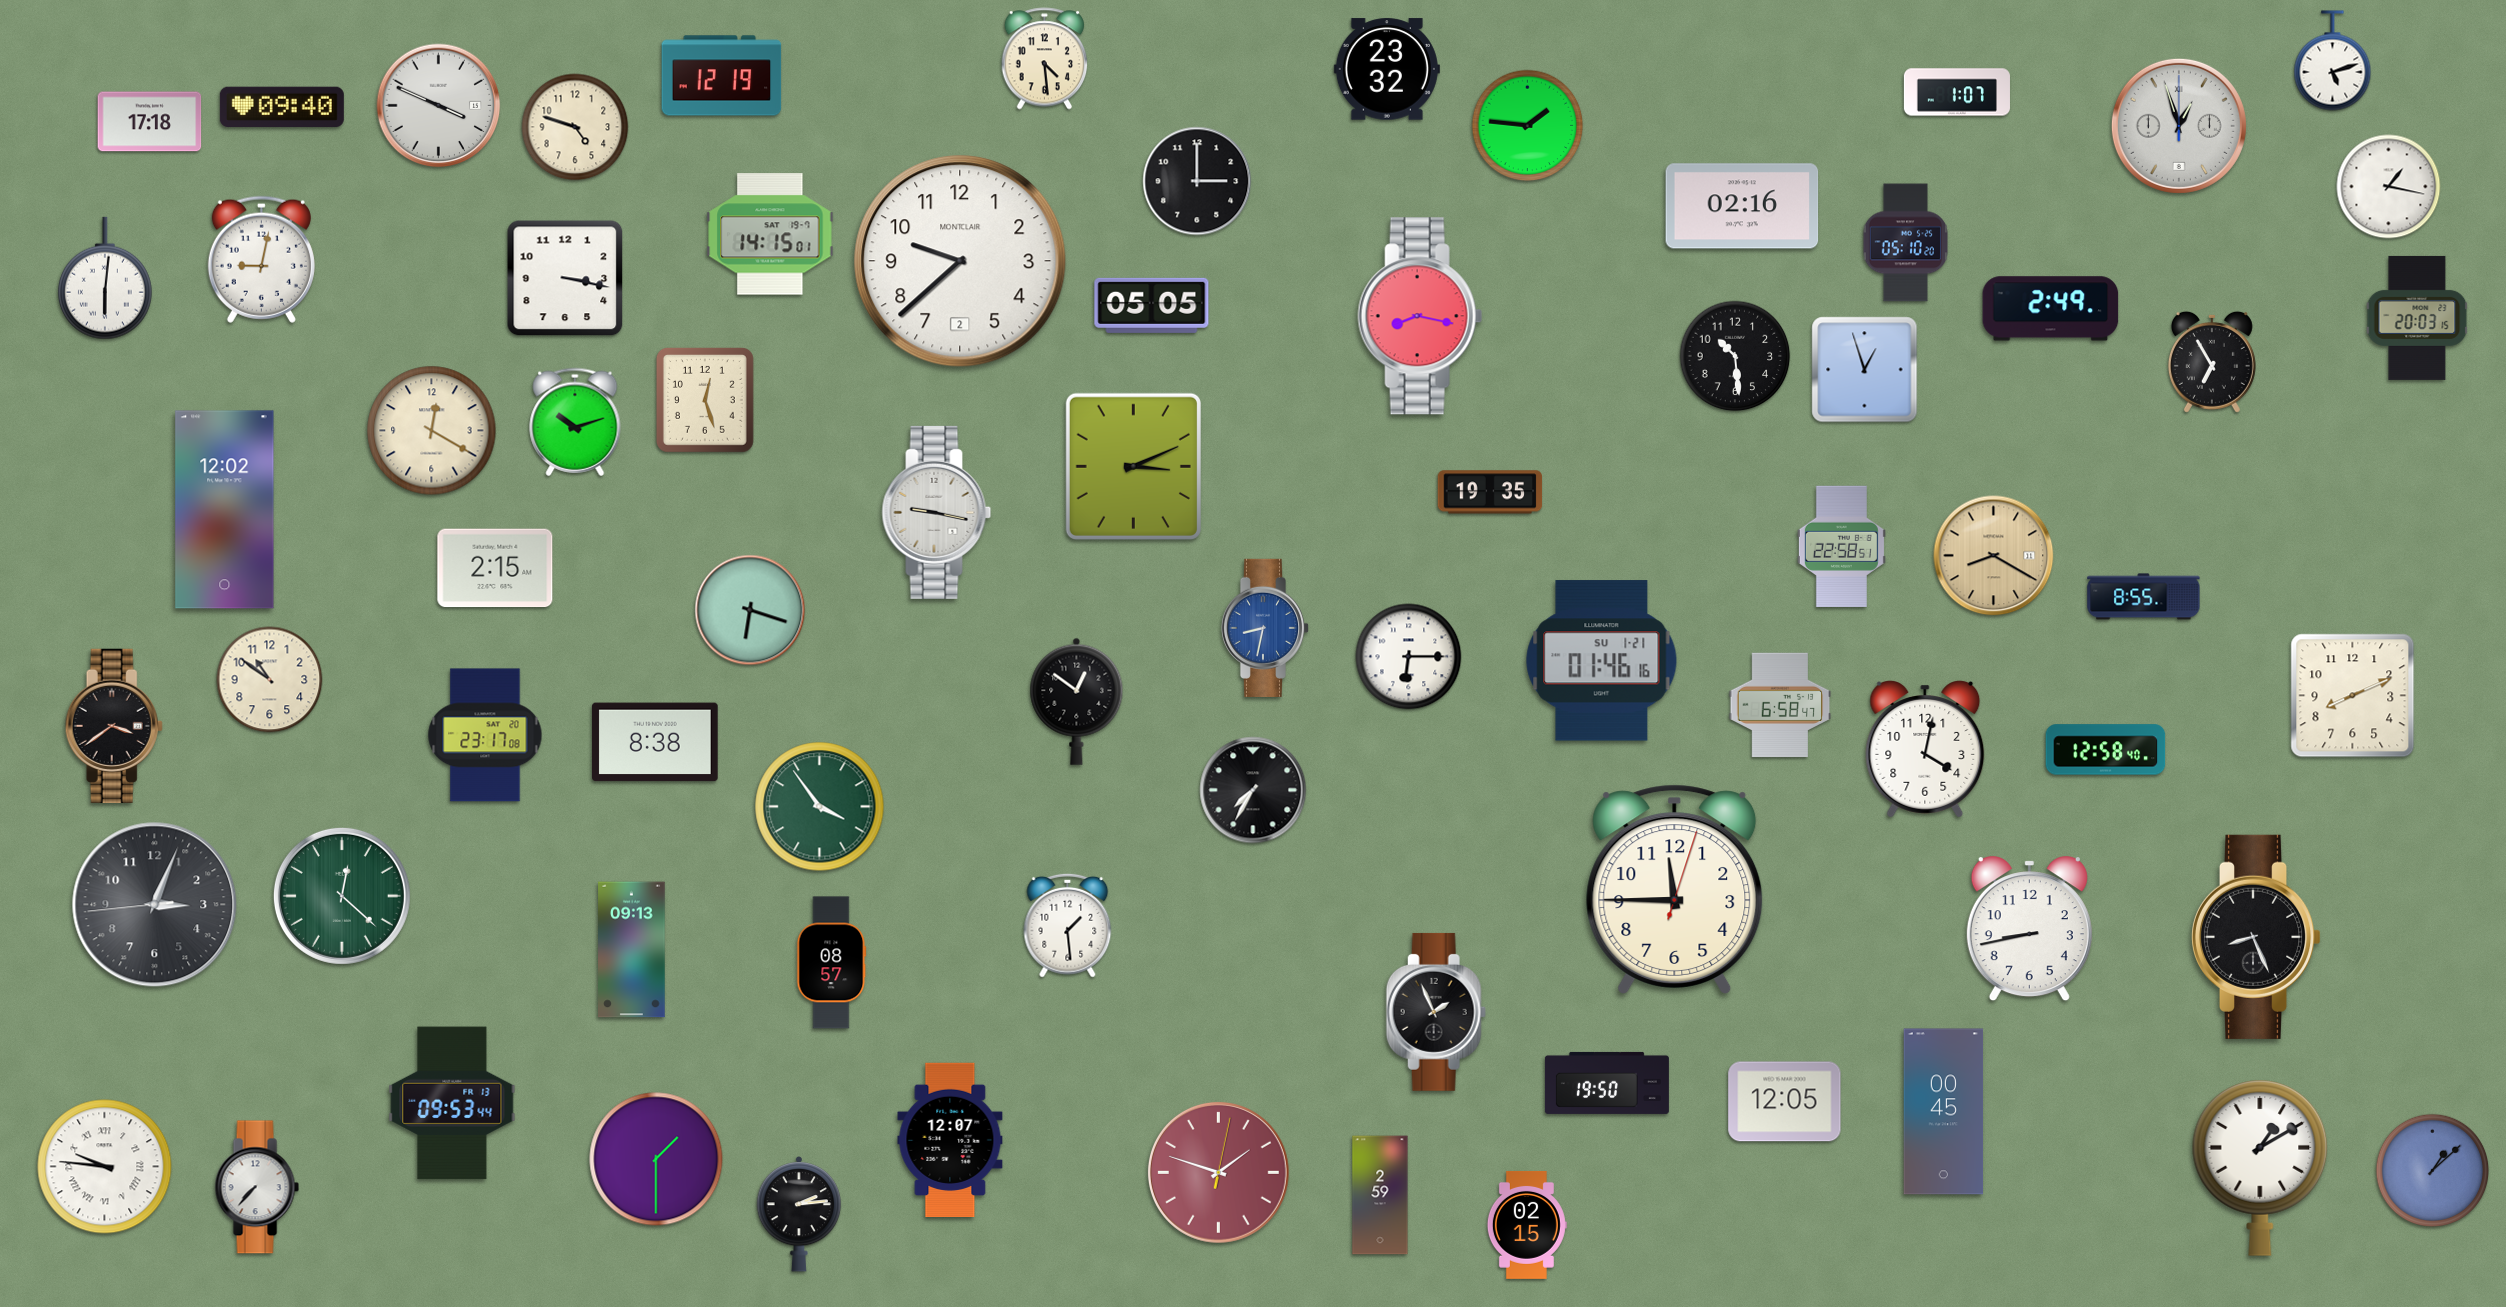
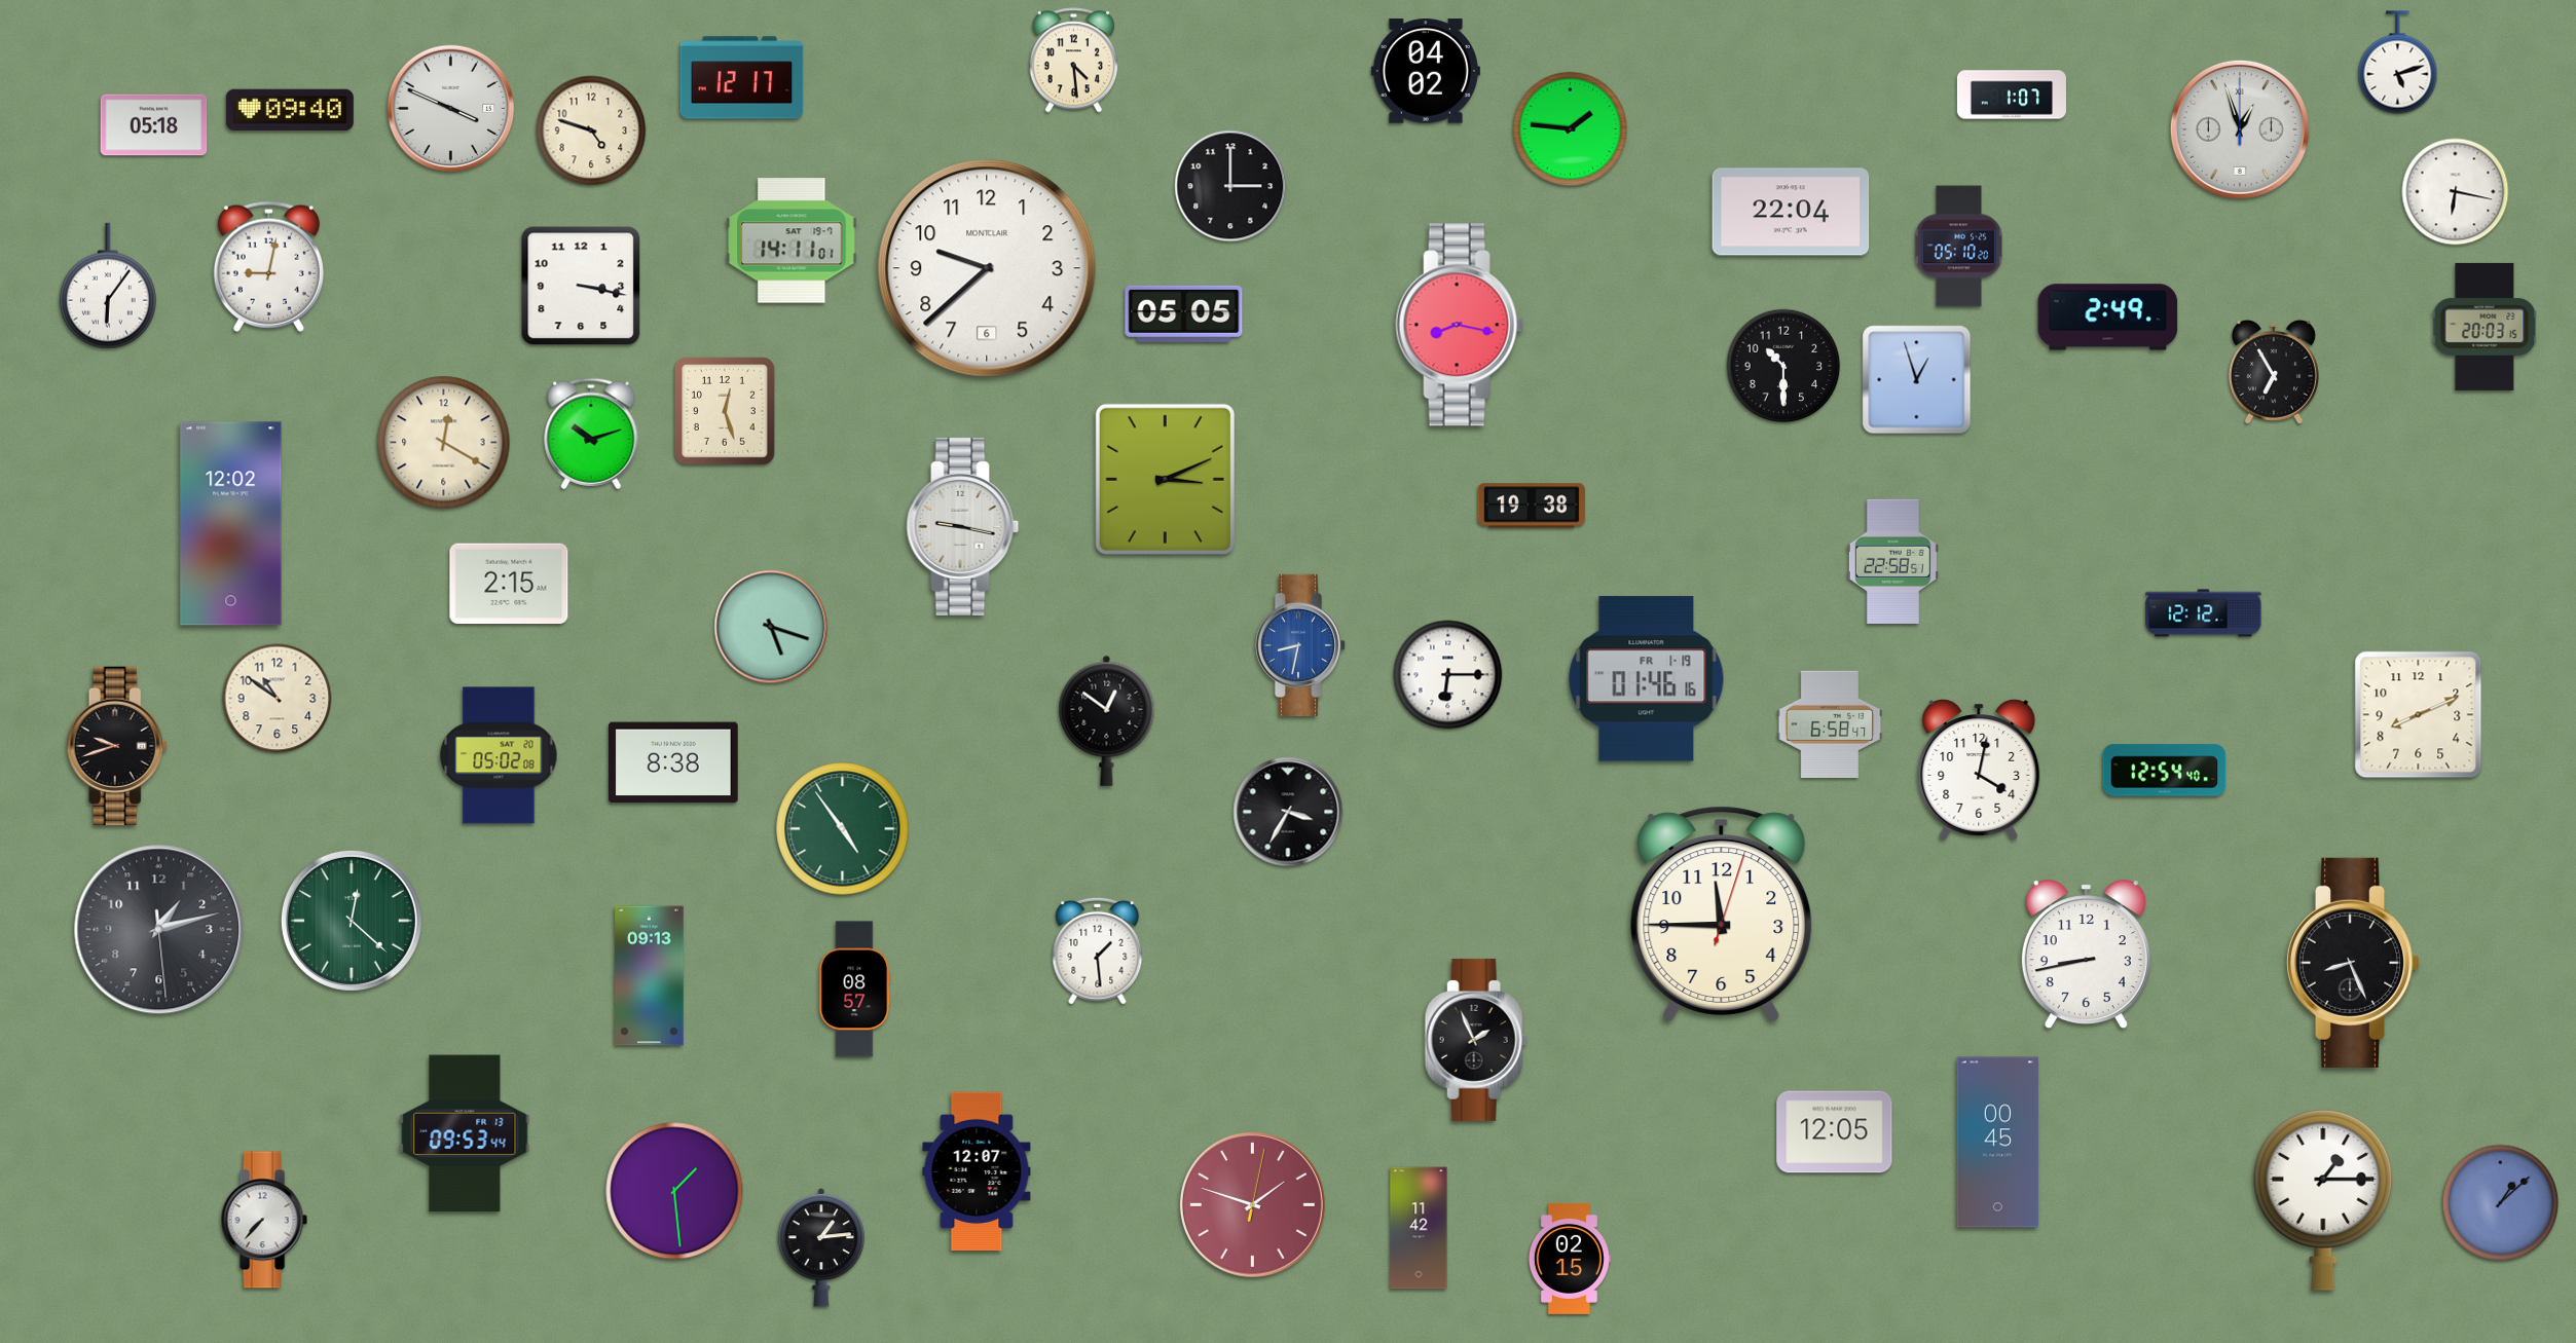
clock at (1387, 69): 23:32 -> 04:02
clock at (722, 76): 12:19 -> 12:17
clock at (150, 122): 17:18 -> 05:18
clock at (2389, 187): 1:17 -> 6:17
clock at (1742, 206): 02:16 -> 22:04
clock at (770, 234): 14:15 -> 14:11
clock at (1905, 243) position: (1905, 243) -> (1958, 247)
clock at (960, 261) date: 2 -> 6
clock at (105, 278): 6:01 -> 6:06
clock at (1735, 356): 10:29 -> 10:30
clock at (1490, 492): 19:35 -> 19:38
clock at (1994, 556): 8:20 -> none
clock at (2144, 597): 8:55 -> 12:12
clock at (750, 610): 6:18 -> 5:18
clock at (1602, 661) date: SU 1-21 -> FR 1-19
clock at (114, 726): 3:39 -> 9:42
clock at (485, 735): 23:17 -> 05:02
clock at (2106, 750): 12:58 -> 12:54
clock at (1253, 790): 7:35 -> 3:35
clock at (820, 807): 3:54 -> 4:54
clock at (155, 905): 3:03 -> 1:12
clock at (2256, 937) position: (2256, 937) -> (2353, 963)
clock at (1607, 1083): 19:50 -> none
clock at (656, 1159): 1:30 -> 1:29
clock at (105, 1167): 9:46 -> none
clock at (2260, 1168): 1:10 -> 1:15
clock at (1380, 1195): 2:59 -> 11:42
clock at (799, 1214): 2:14 -> 1:14
